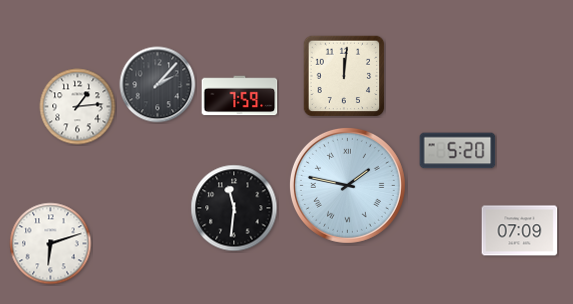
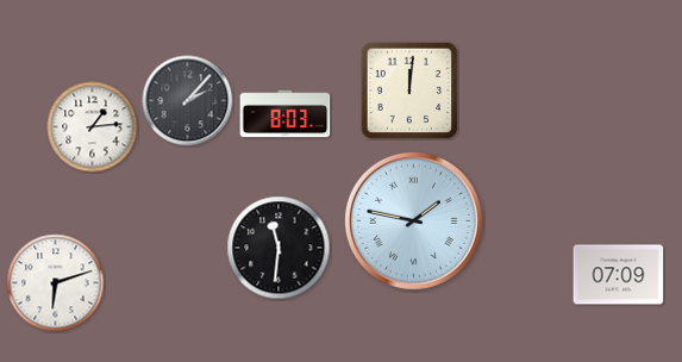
clock at (240, 96): 7:59 -> 8:03
clock at (458, 151): 5:20 -> none
clock at (51, 244) position: (51, 244) -> (56, 283)
